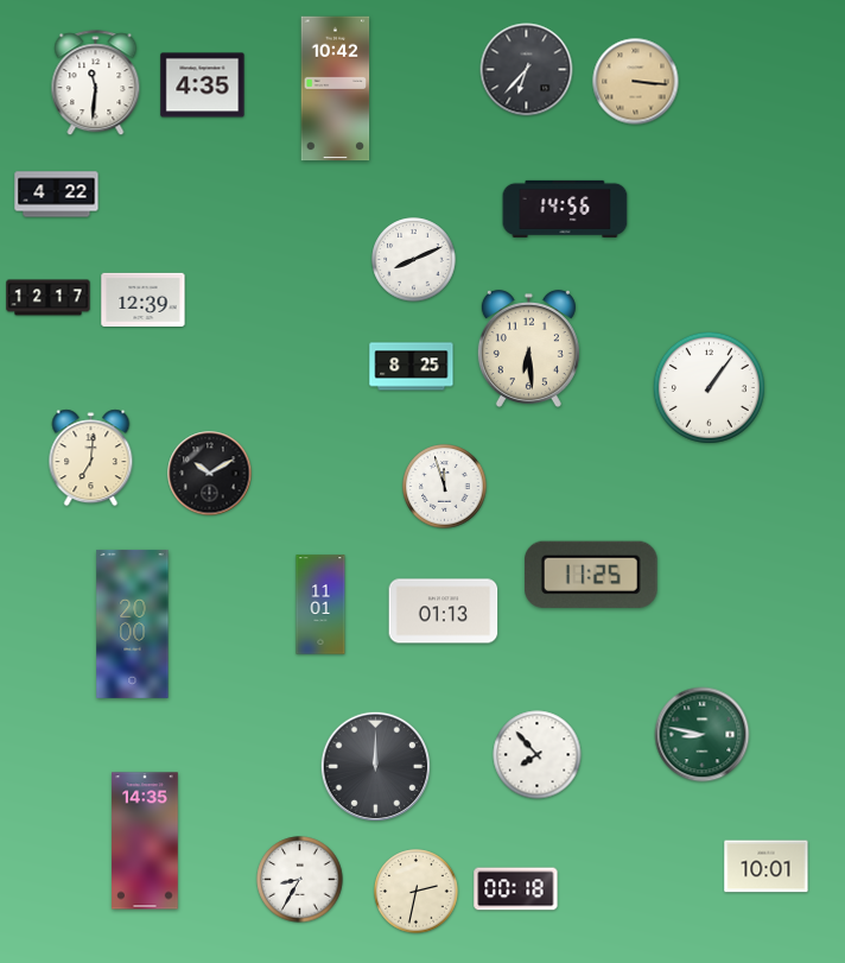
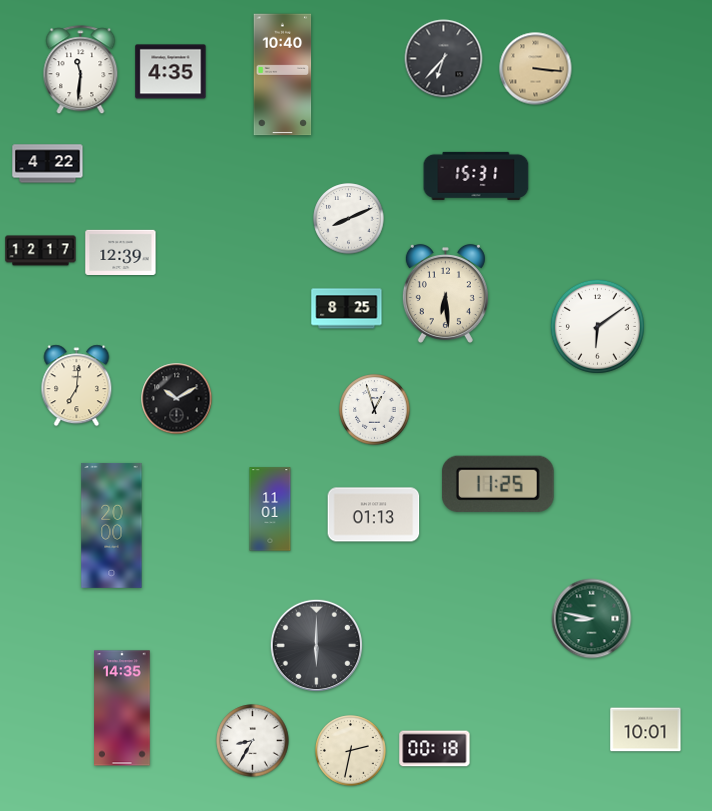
clock at (336, 89): 10:42 -> 10:40
clock at (565, 209): 14:56 -> 15:31
clock at (709, 387): 1:06 -> 6:09
clock at (445, 487): 11:57 -> 12:57
clock at (538, 755): 7:53 -> none
clock at (375, 766): 12:00 -> 6:00
